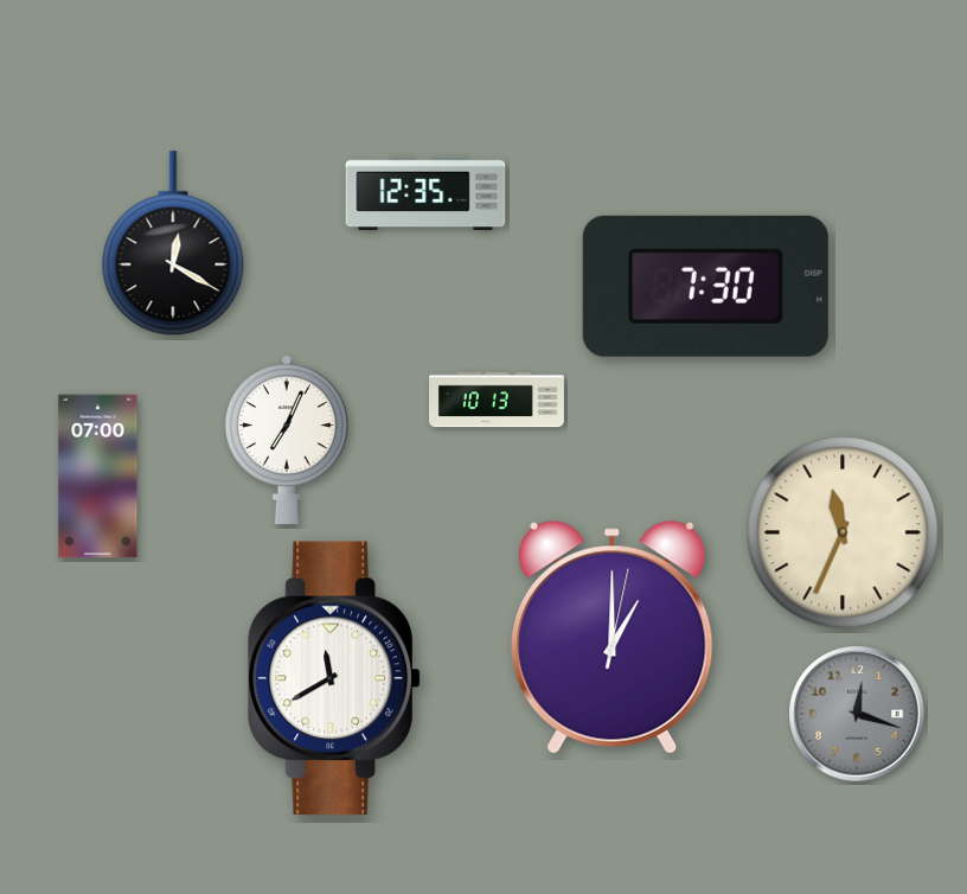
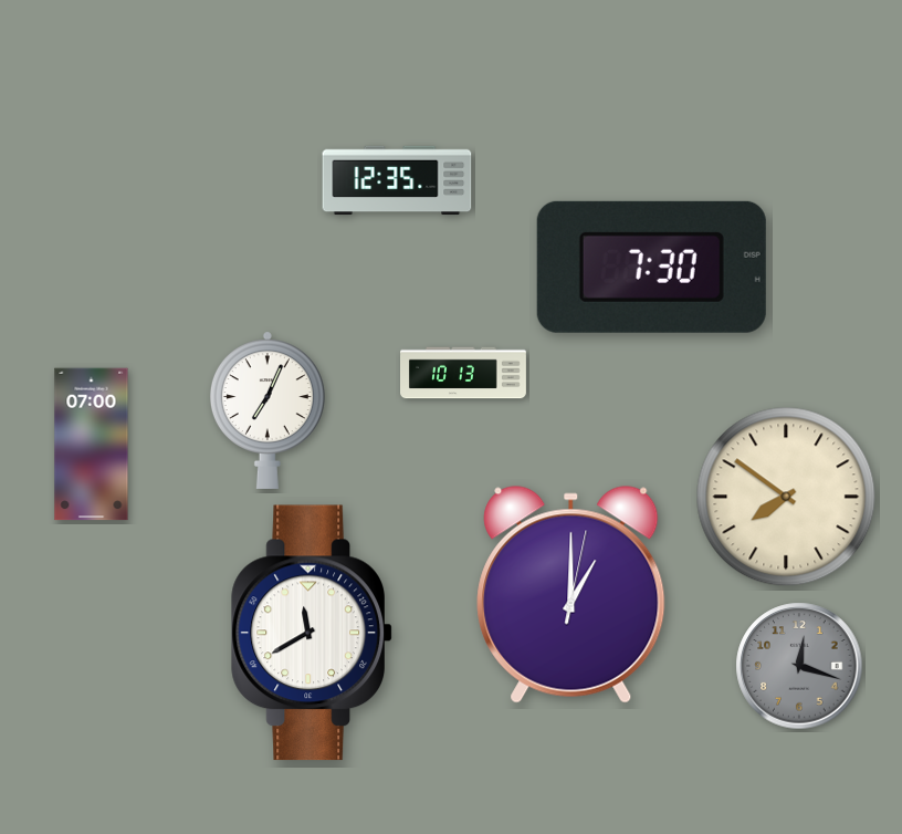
clock at (173, 244): 12:20 -> none
clock at (705, 286) position: (705, 286) -> (651, 267)
clock at (843, 532): 11:34 -> 7:51
